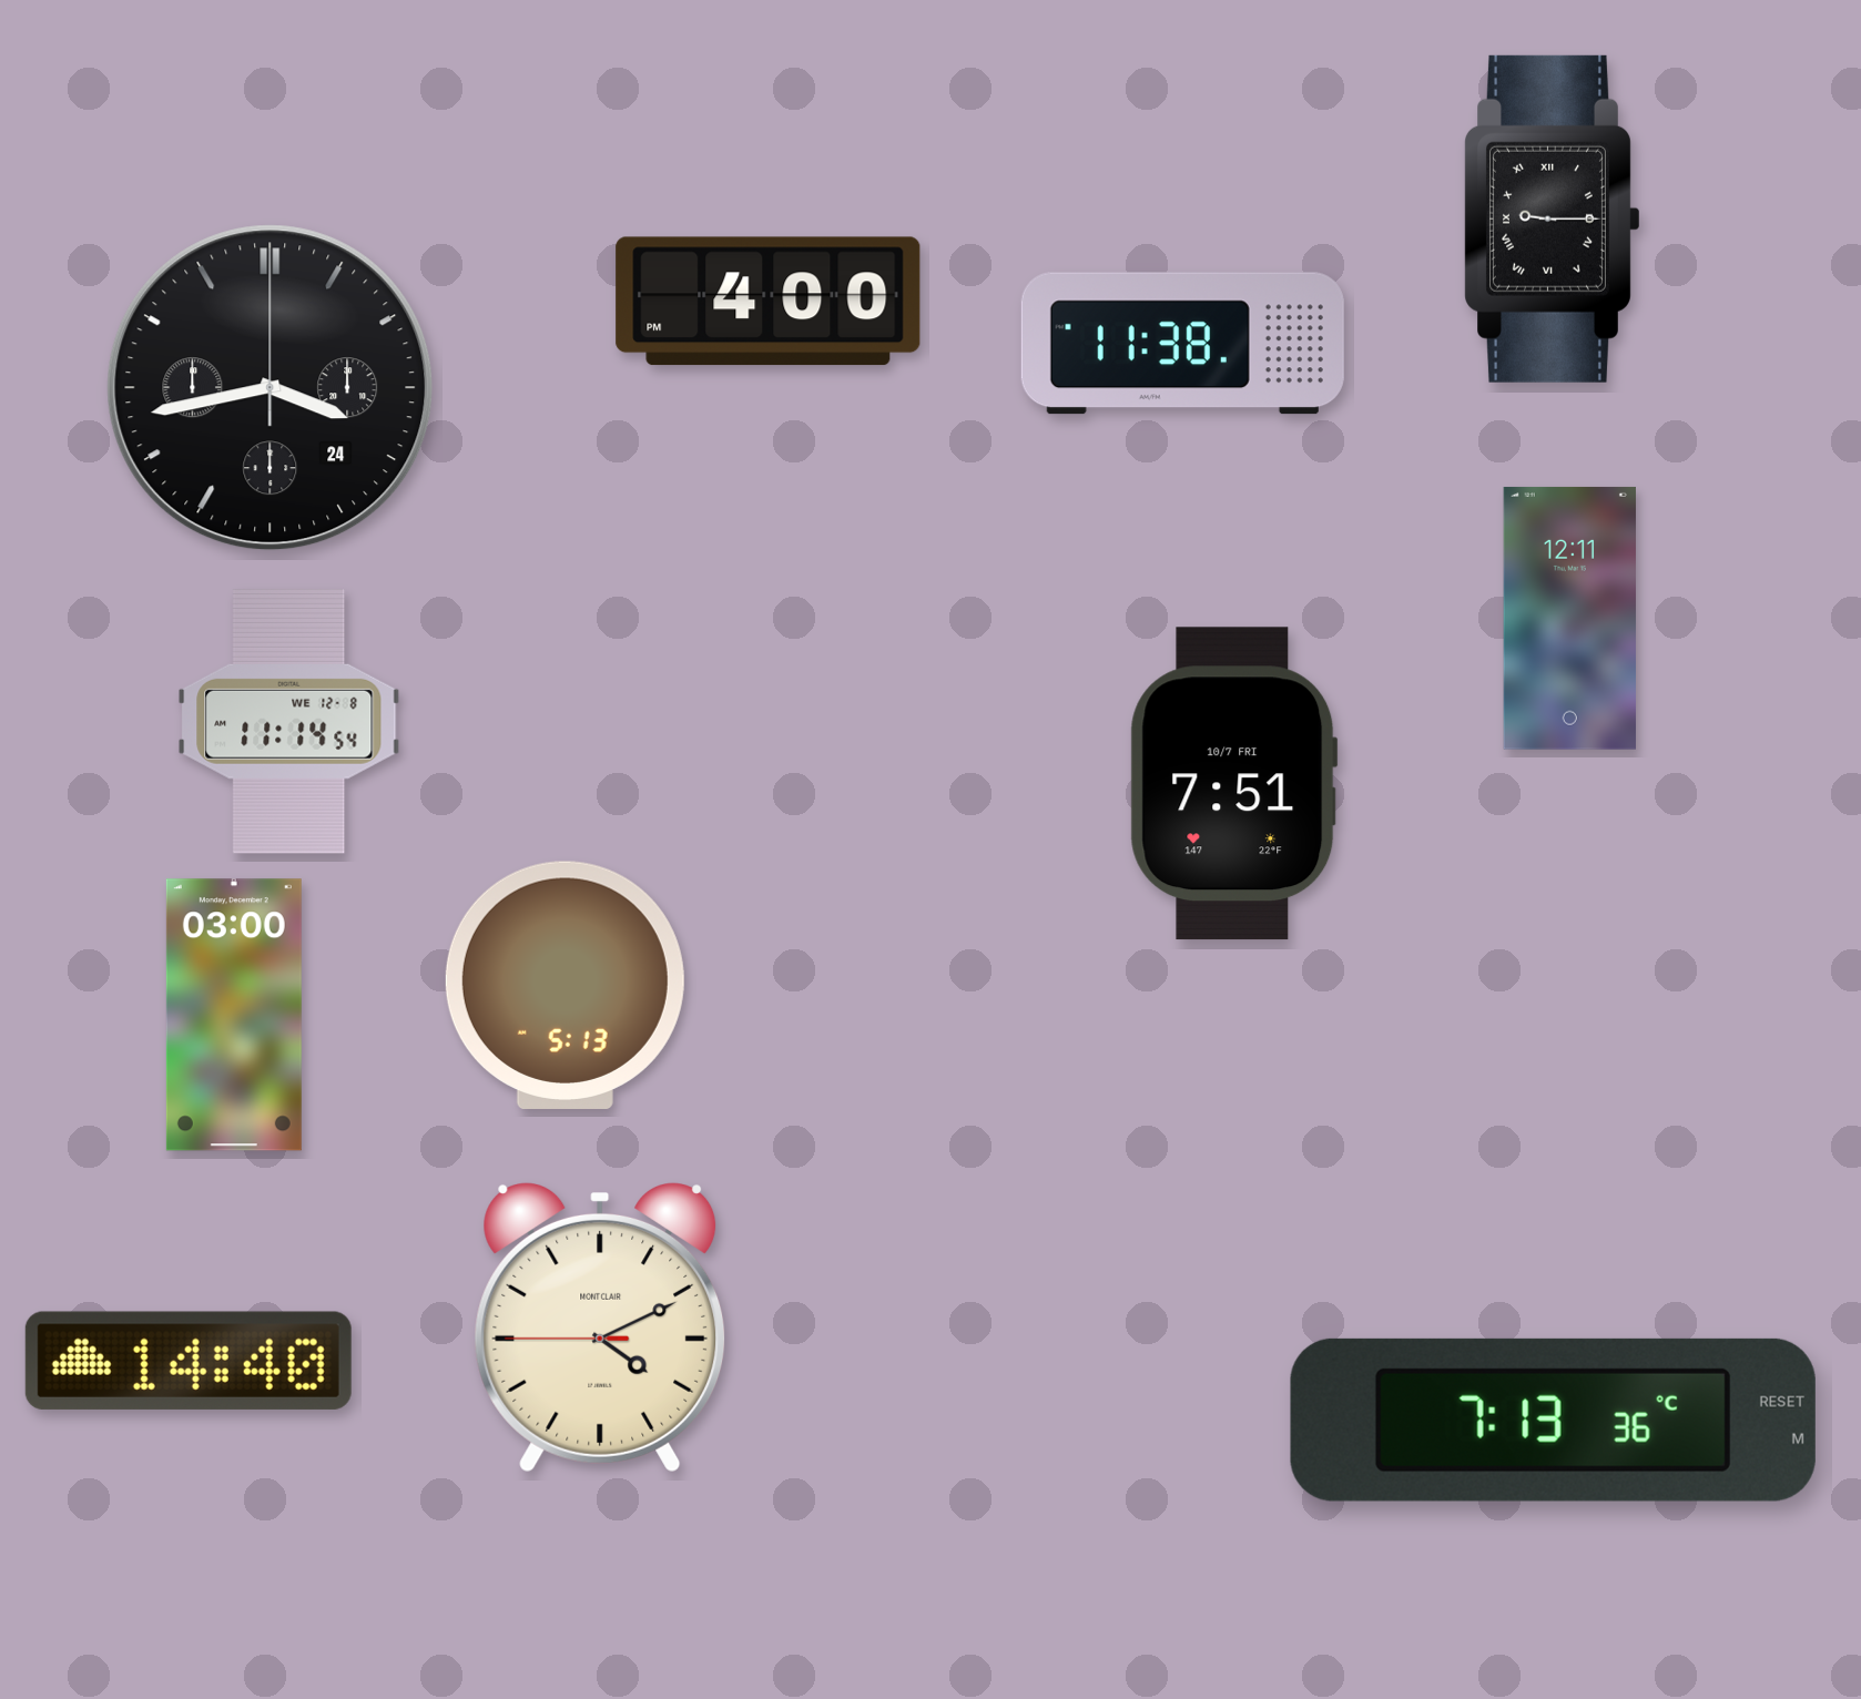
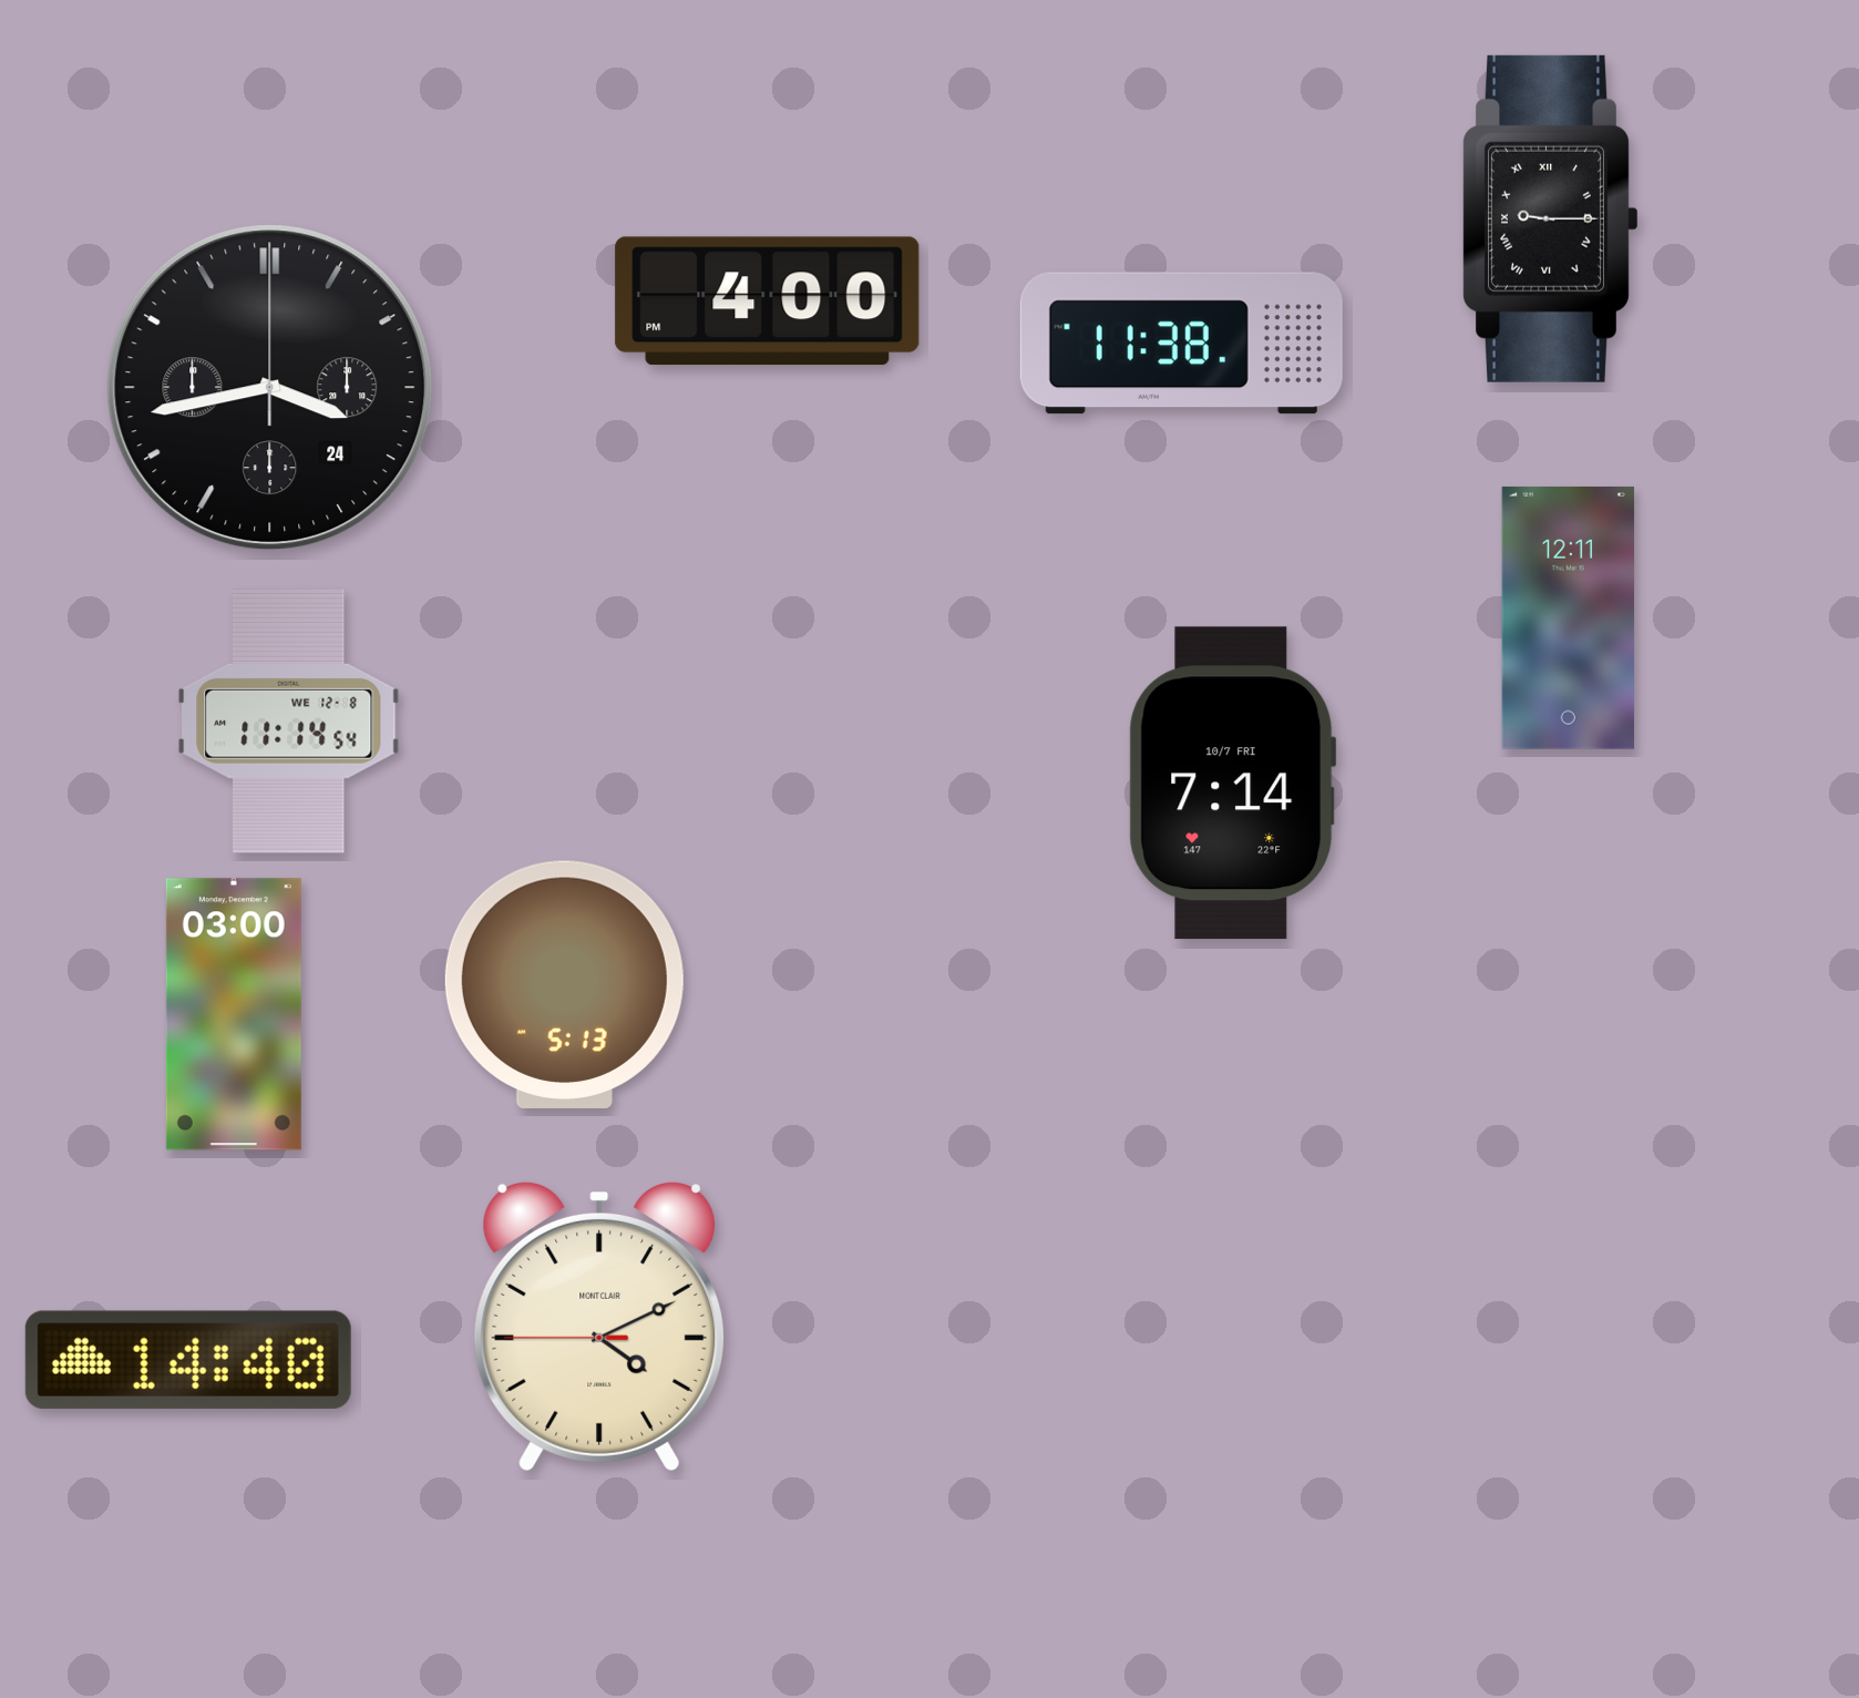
clock at (1233, 784): 7:51 -> 7:14
clock at (1553, 1420): 7:13 -> none
